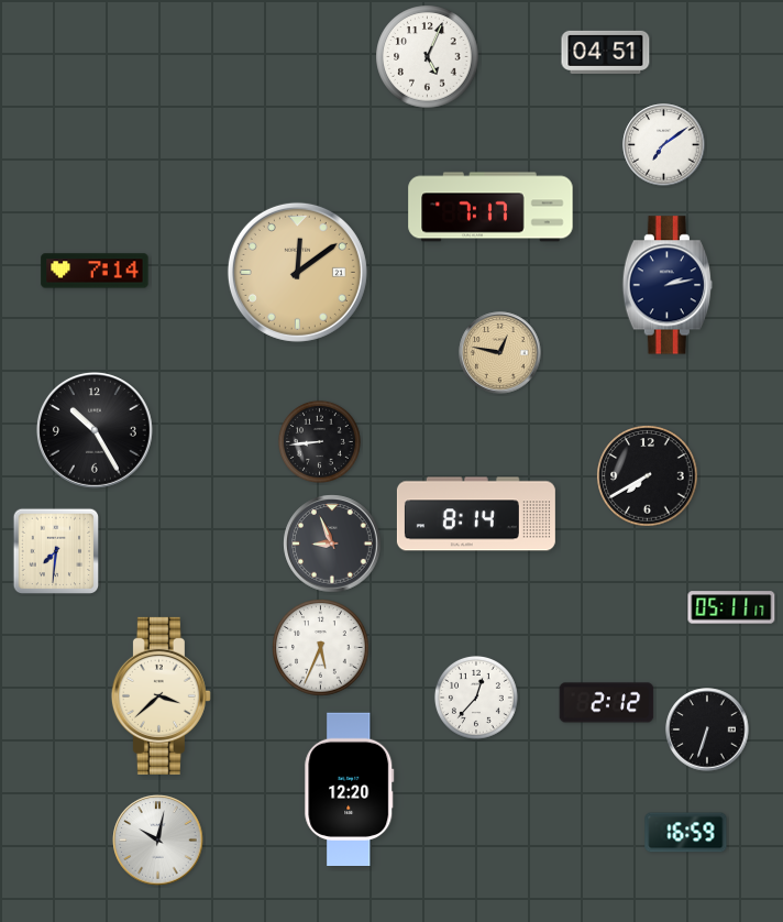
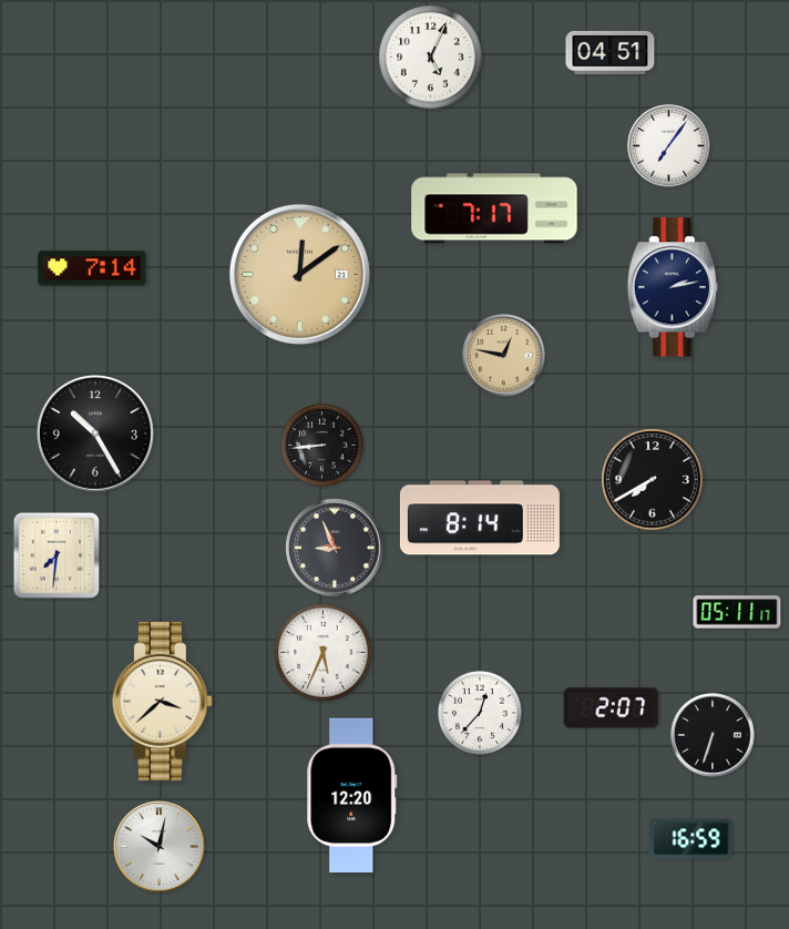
clock at (664, 145): 7:09 -> 7:06
clock at (95, 271) position: (95, 271) -> (92, 268)
clock at (476, 698) position: (476, 698) -> (480, 713)
clock at (607, 703): 2:12 -> 2:07
